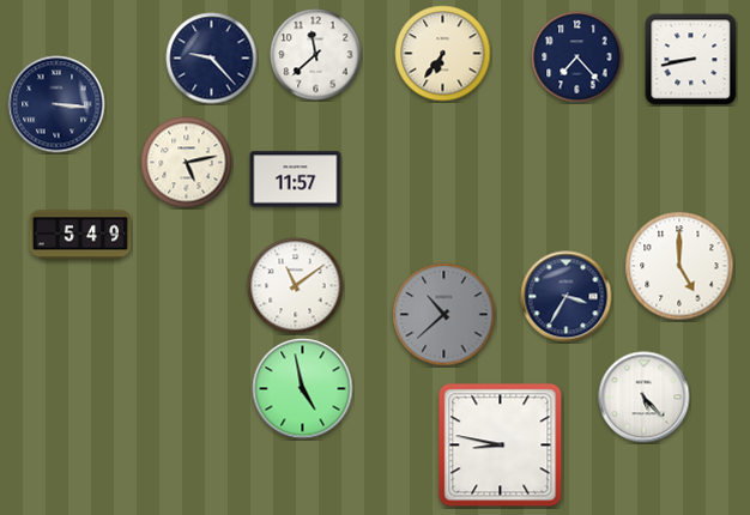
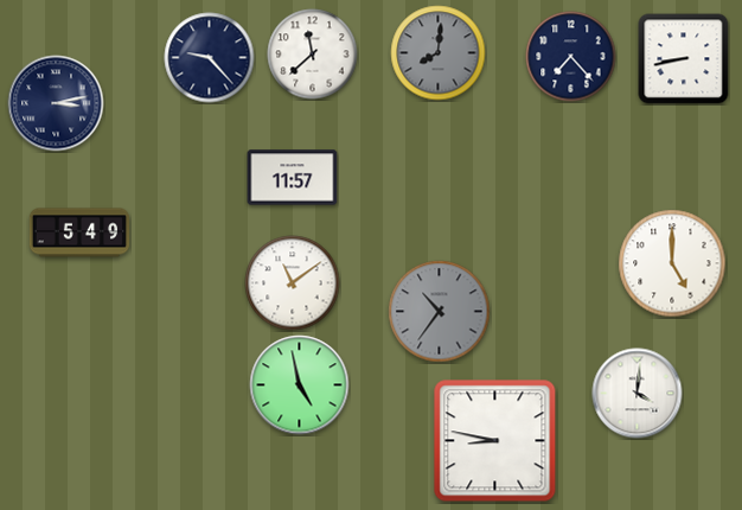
clock at (443, 54): 6:36 -> 8:01
clock at (443, 54) dial: cream -> grey
clock at (56, 104): 3:16 -> 3:13
clock at (187, 163): 5:13 -> none
clock at (567, 297): 3:35 -> none
clock at (444, 315): 10:38 -> 10:36
clock at (645, 398): 5:23 -> 4:01
